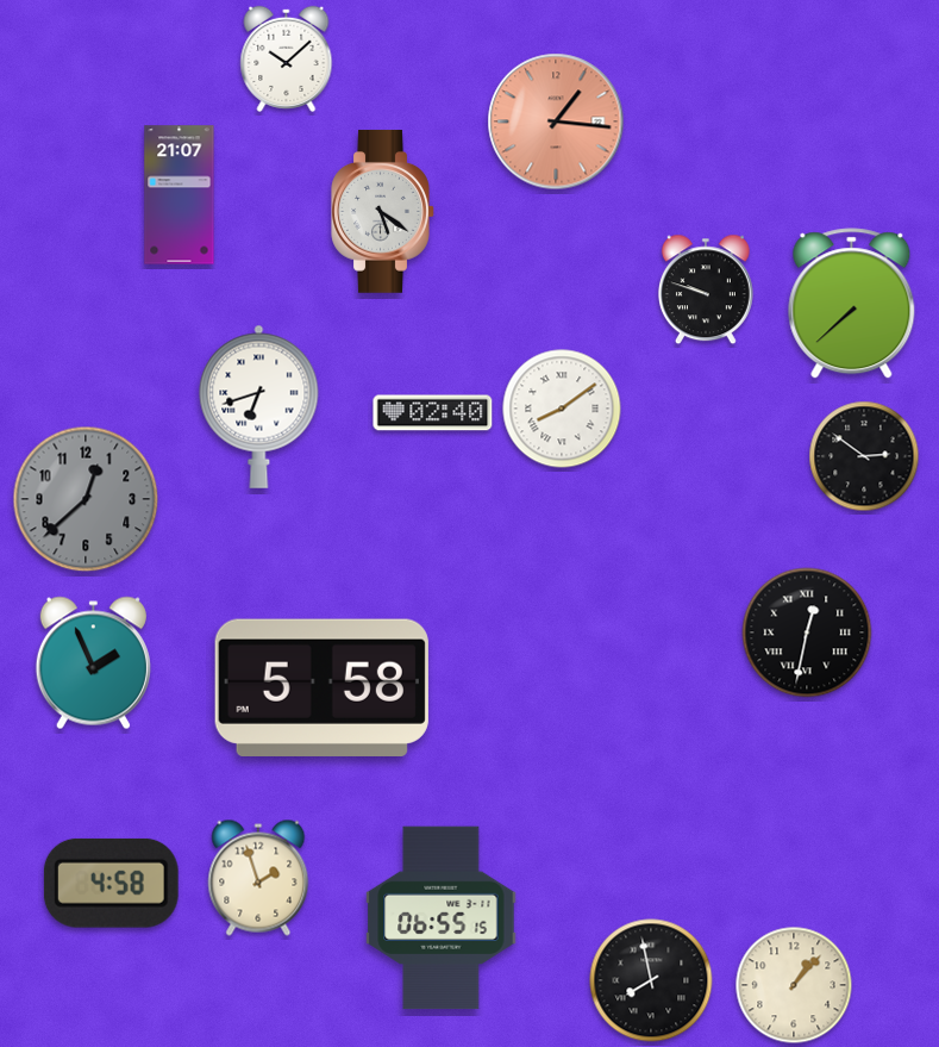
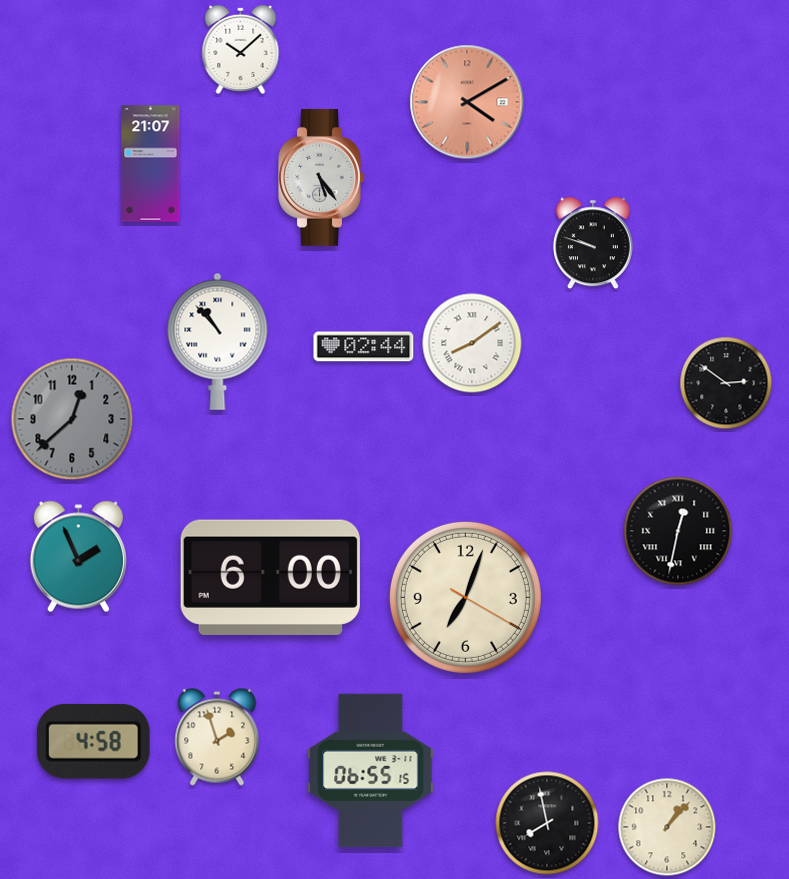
clock at (556, 121): 1:16 -> 4:10
clock at (383, 212): 5:21 -> 5:24
clock at (852, 304): 7:38 -> none
clock at (259, 406): 6:42 -> 10:53
clock at (433, 413): 02:40 -> 02:44
clock at (321, 687): 5:58 -> 6:00
clock at (465, 597): none -> 7:03
